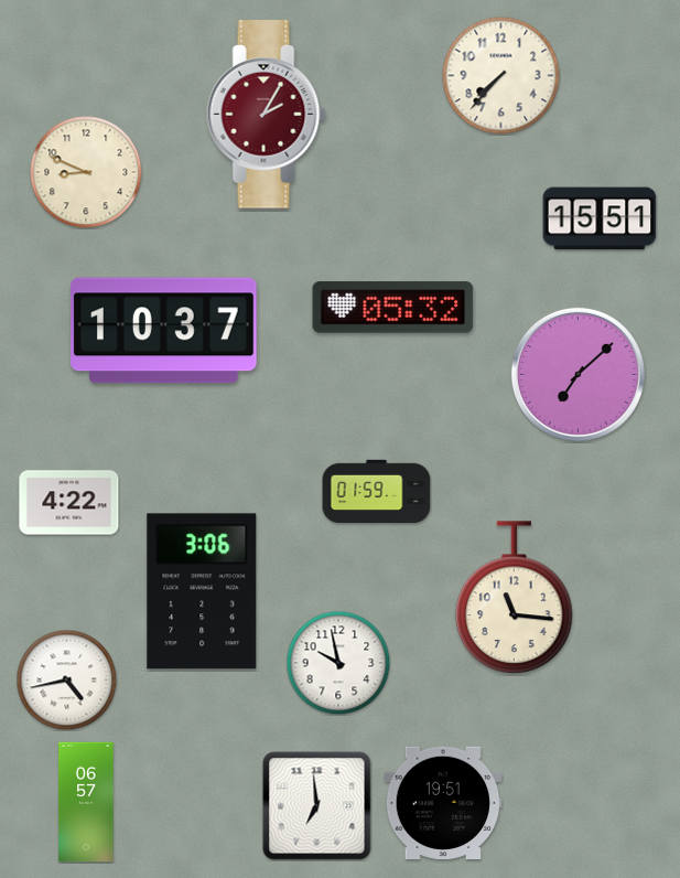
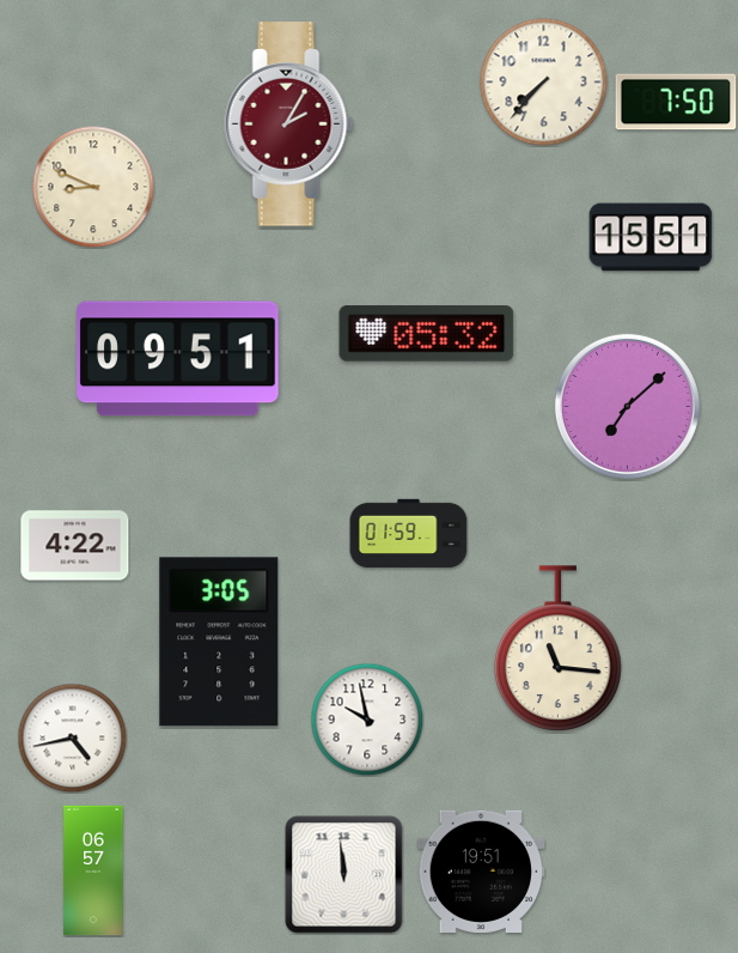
clock at (676, 102): none -> 7:50
clock at (164, 331): 10:37 -> 09:51
clock at (202, 591): 3:06 -> 3:05
clock at (317, 806): 6:59 -> 11:59
